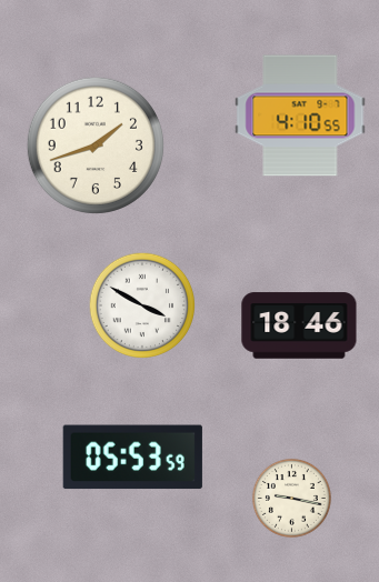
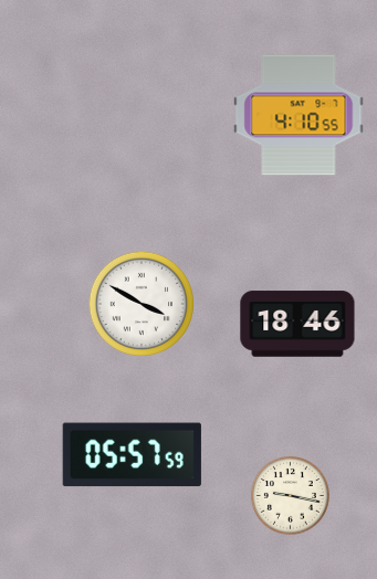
clock at (96, 145): 1:42 -> none
clock at (132, 458): 05:53 -> 05:57
